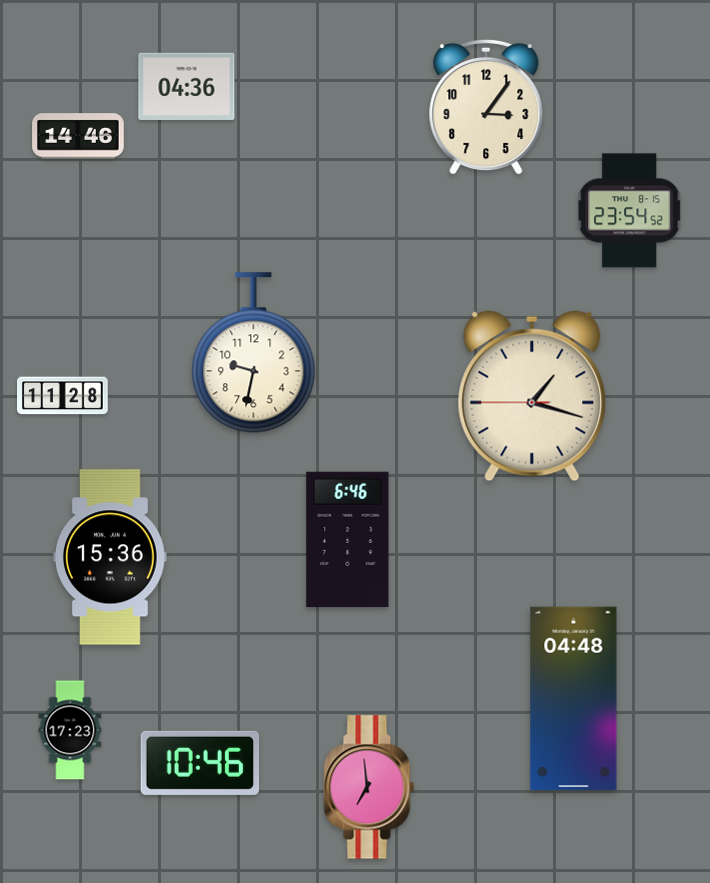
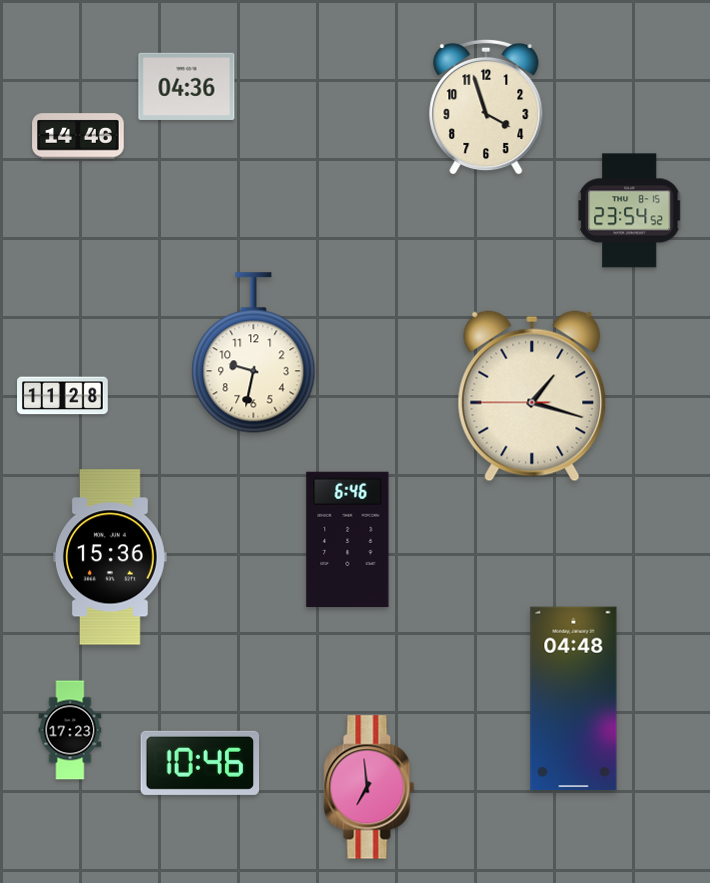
clock at (486, 107): 3:06 -> 3:57
